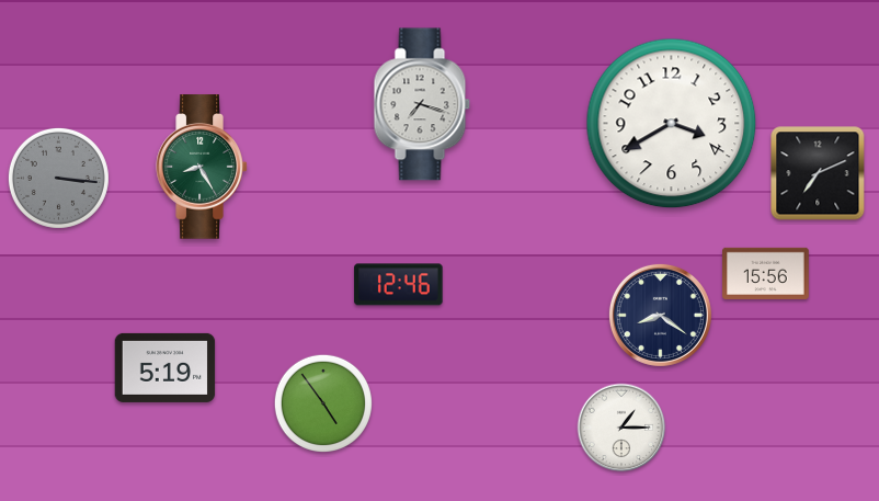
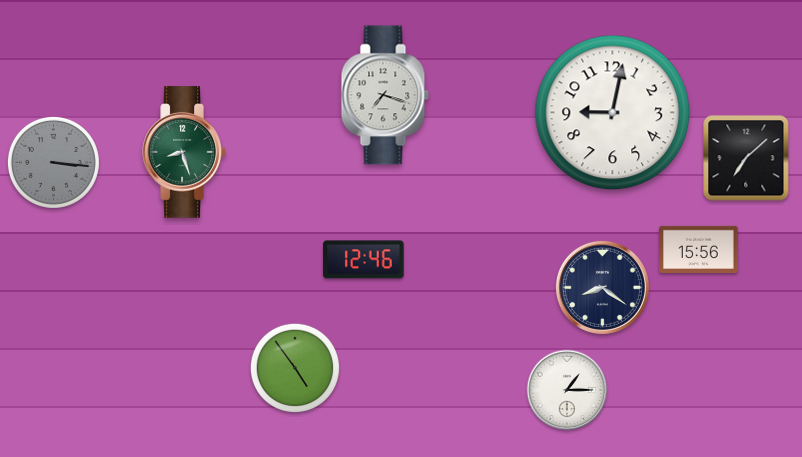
clock at (672, 124): 3:40 -> 9:02
clock at (202, 167): 8:25 -> 8:27
clock at (818, 173): 7:11 -> 7:08
clock at (165, 367): 5:19 -> none
